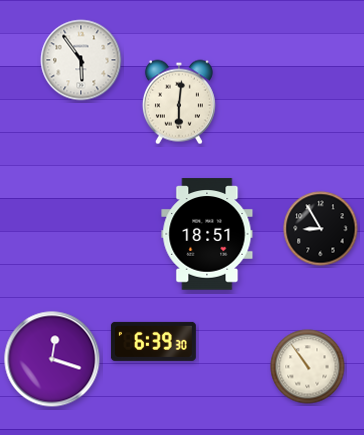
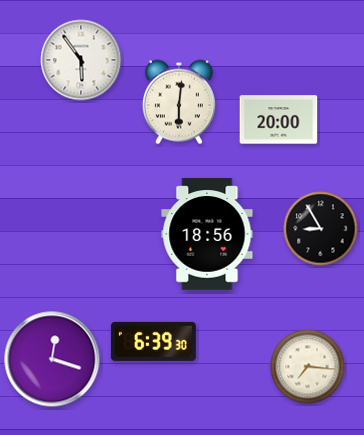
clock at (279, 120): none -> 20:00
clock at (207, 234): 18:51 -> 18:56
clock at (308, 367): 10:54 -> 7:16
